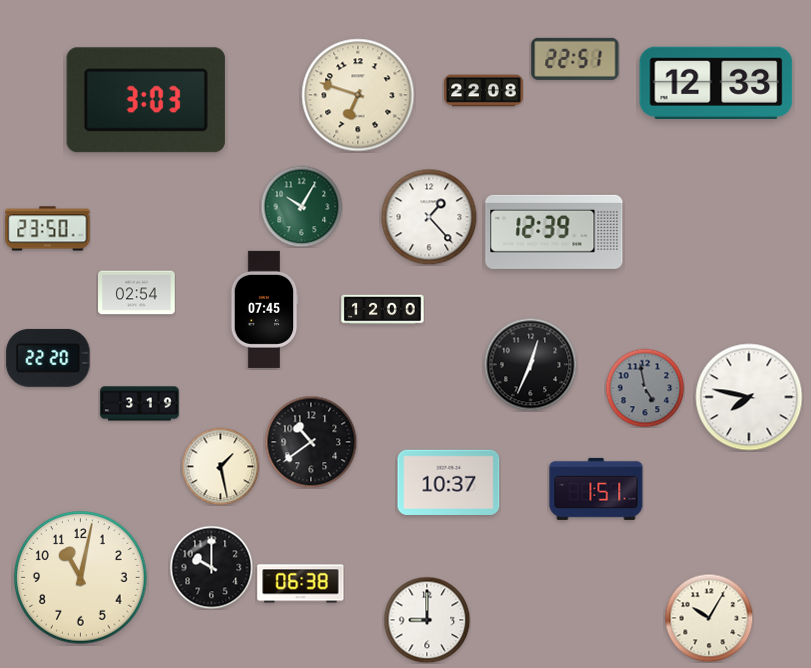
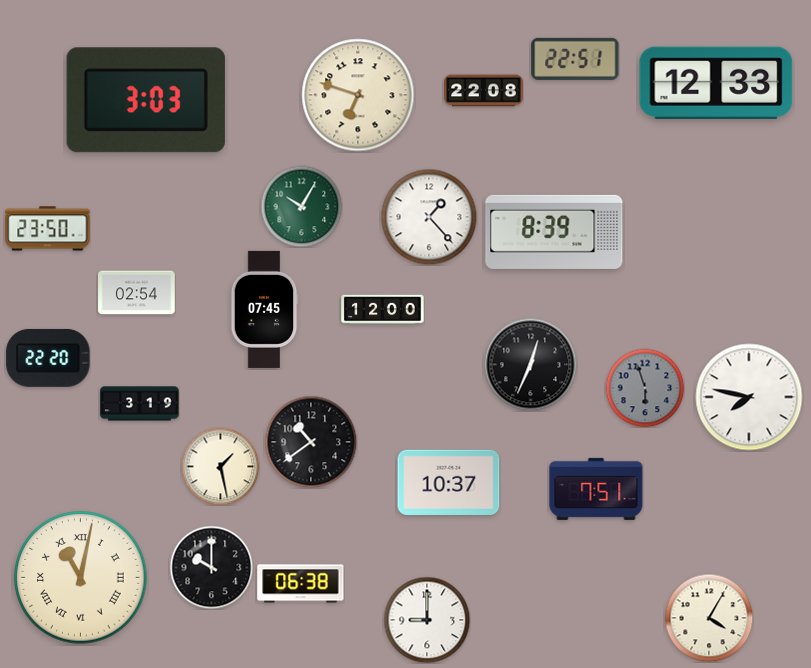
clock at (554, 232): 12:39 -> 8:39
clock at (645, 388): 4:58 -> 5:57
clock at (596, 489): 1:51 -> 7:51
clock at (81, 578) numerals: Arabic -> Roman
clock at (709, 618): 10:05 -> 4:05
